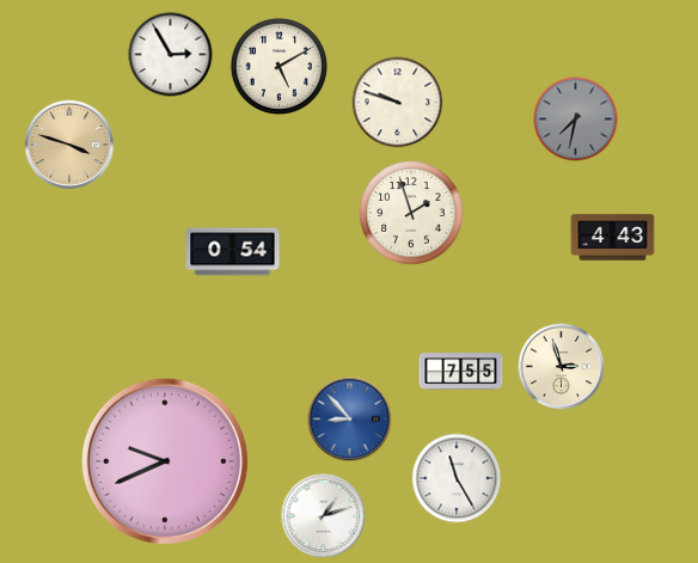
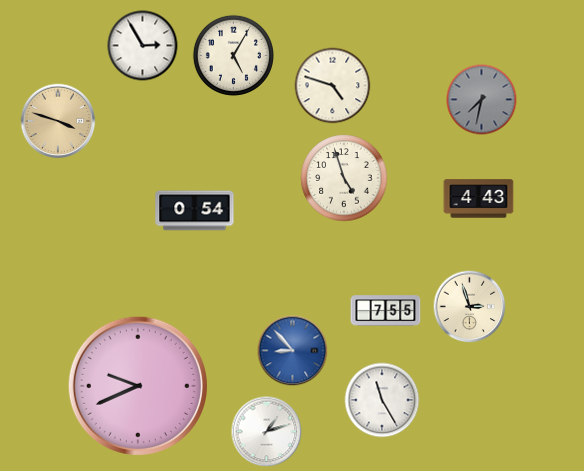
clock at (278, 66): 5:10 -> 5:05
clock at (398, 103): 9:48 -> 4:48
clock at (411, 213): 1:57 -> 4:57
clock at (613, 238) position: (613, 238) -> (479, 199)
clock at (324, 516) position: (324, 516) -> (267, 432)
